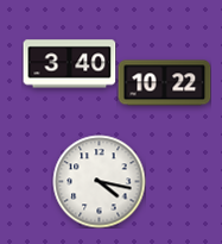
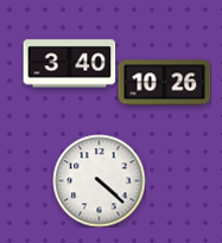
clock at (164, 83): 10:22 -> 10:26
clock at (99, 181): 4:17 -> 4:22
